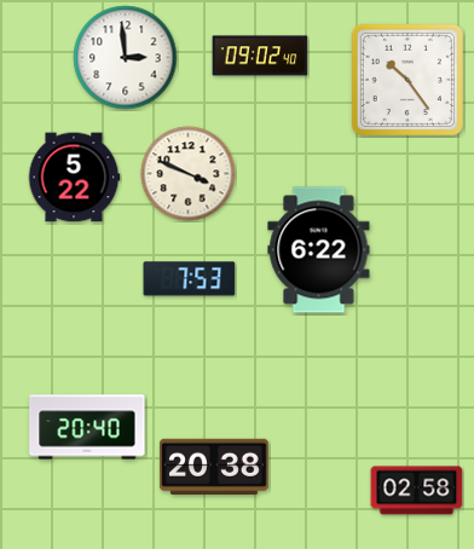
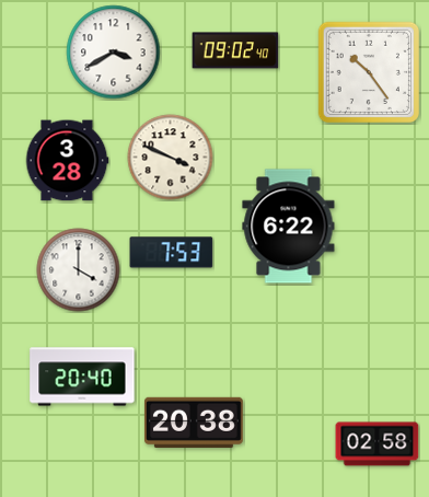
clock at (126, 58): 2:59 -> 3:40
clock at (74, 178): 5:22 -> 3:28
clock at (79, 270): none -> 4:00
clock at (87, 427) position: (87, 427) -> (82, 377)
